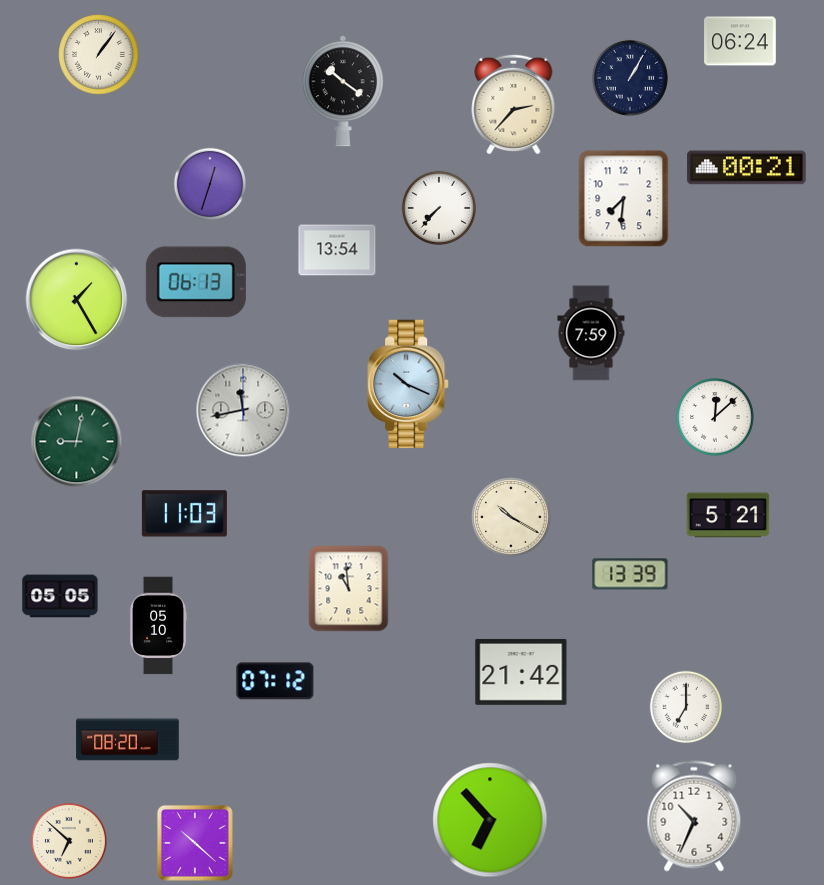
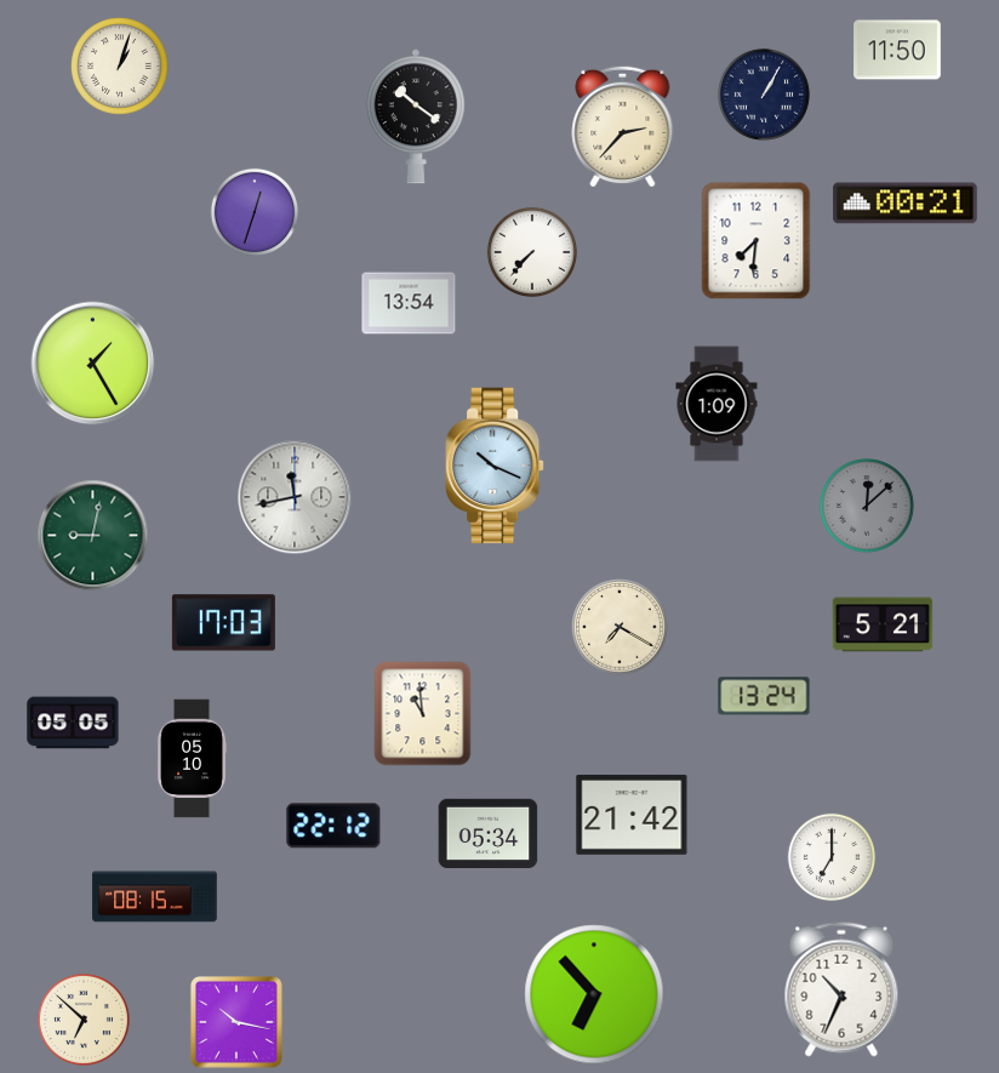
clock at (740, 41): 06:24 -> 11:50
clock at (99, 55): 1:06 -> 1:03
clock at (343, 91) position: (343, 91) -> (416, 116)
clock at (209, 183) position: (209, 183) -> (253, 211)
clock at (196, 282): 06:13 -> none
clock at (591, 333): 7:59 -> 1:09
clock at (716, 418) dial: white -> grey
clock at (184, 514): 11:03 -> 17:03
clock at (511, 517): 10:20 -> 7:20
clock at (630, 574): 13:39 -> 13:24
clock at (275, 681): 07:12 -> 22:12
clock at (489, 833): none -> 05:34
clock at (128, 740): 08:20 -> 08:15
clock at (195, 843): 10:22 -> 10:17
